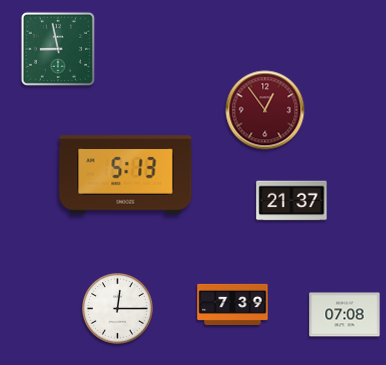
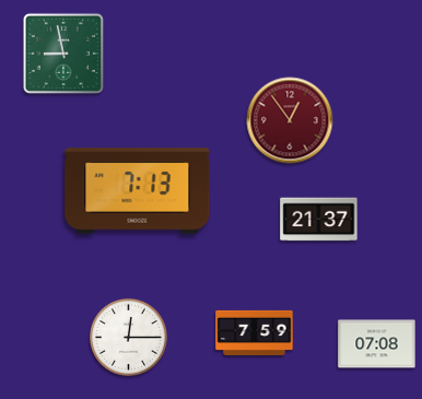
clock at (126, 175): 5:13 -> 7:13
clock at (233, 304): 7:39 -> 7:59
